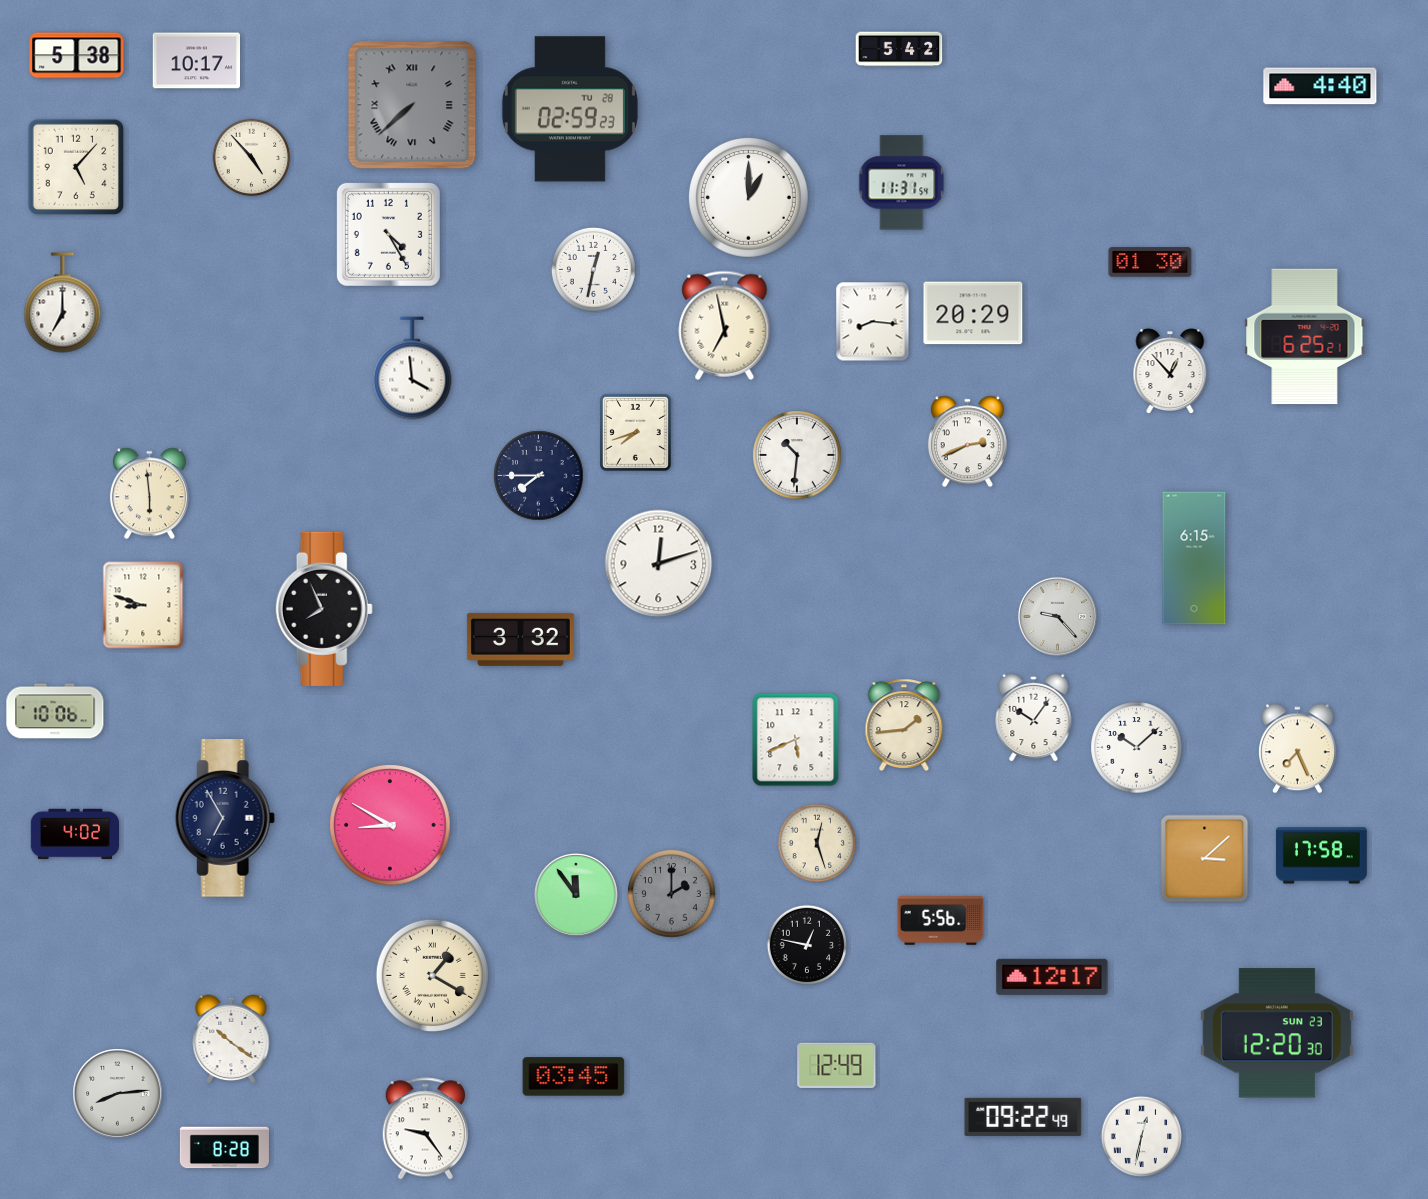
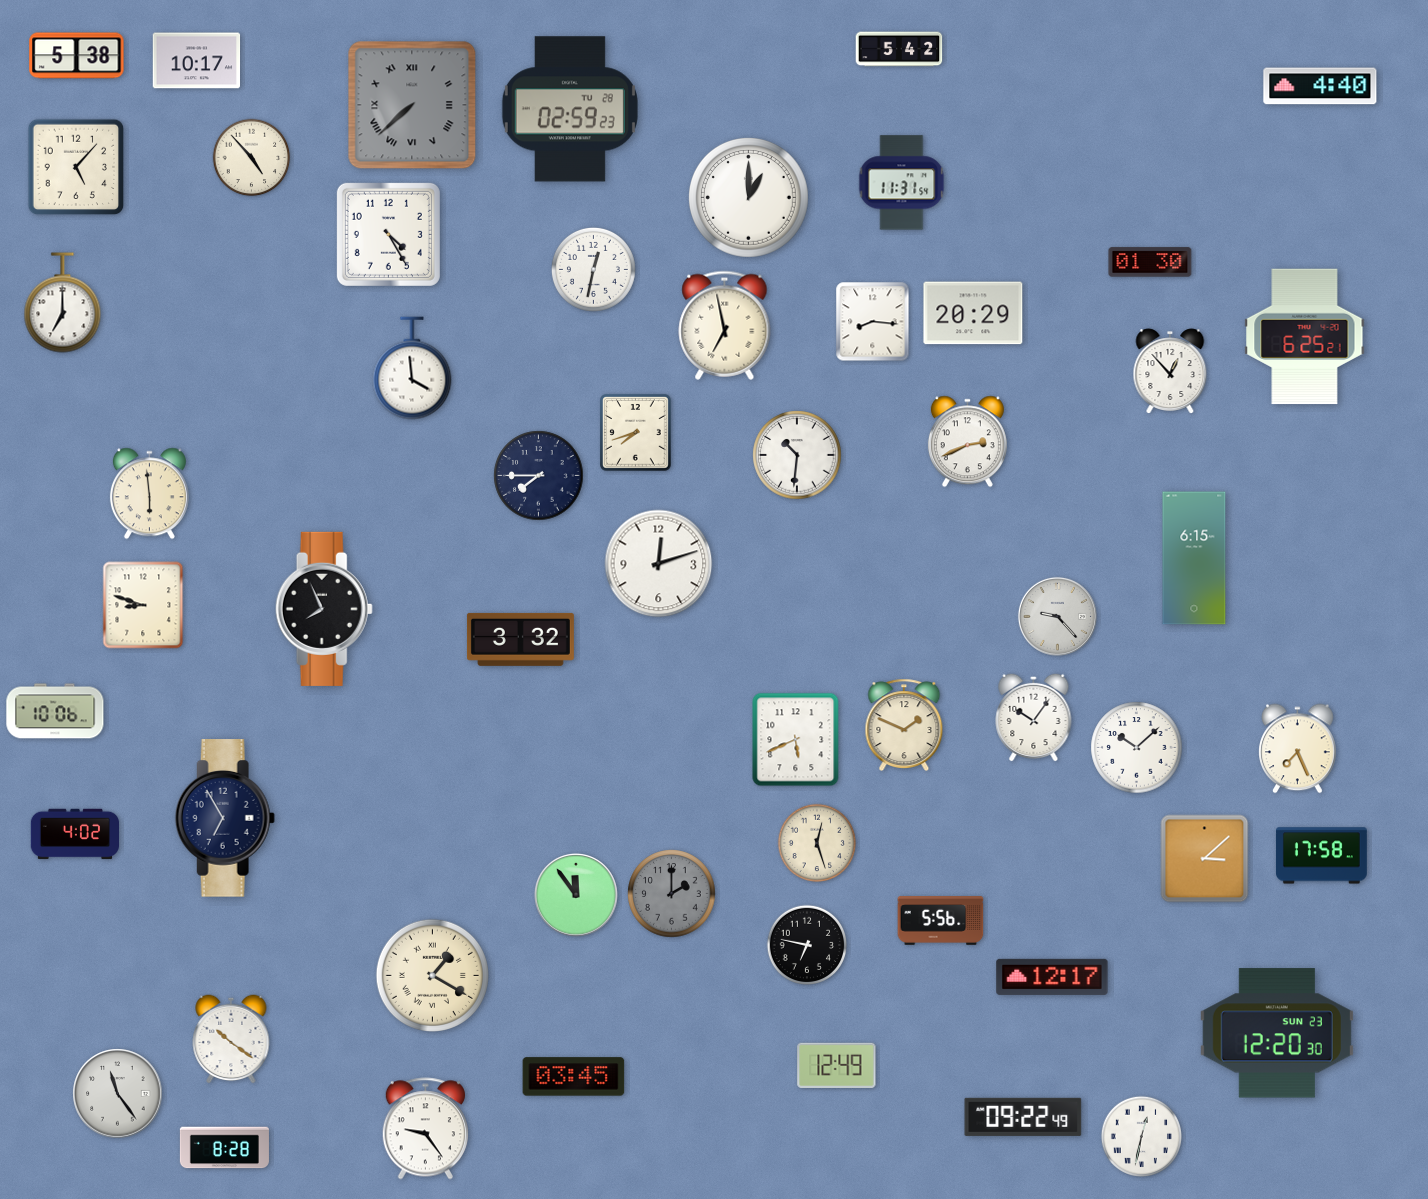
clock at (904, 725): 1:44 -> 1:49
clock at (391, 826): 8:50 -> none
clock at (807, 945): 12:47 -> 6:47
clock at (118, 1094): 8:14 -> 11:24
